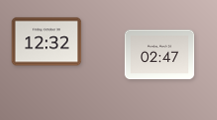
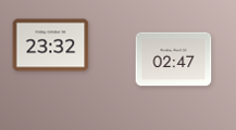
clock at (47, 42): 12:32 -> 23:32
